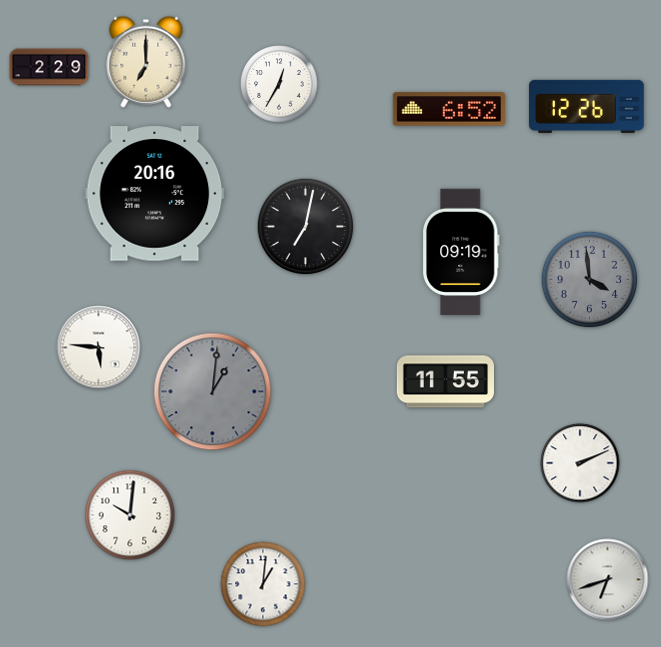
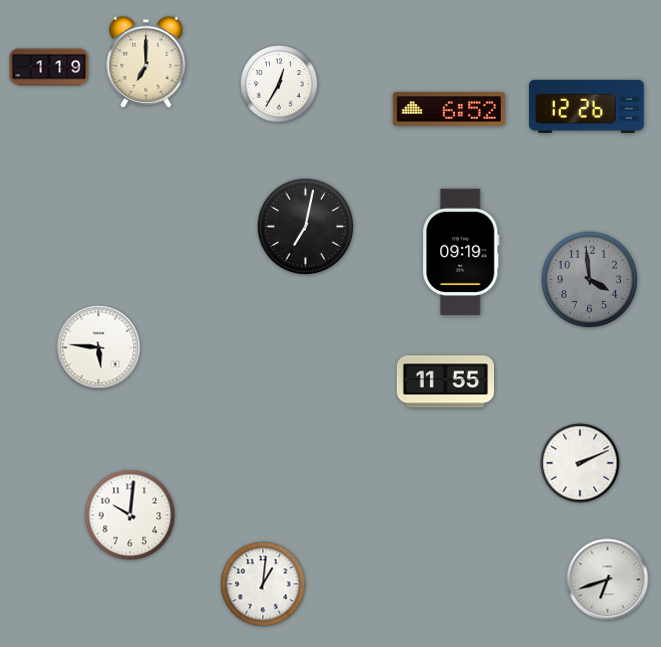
clock at (49, 67): 2:29 -> 1:19
clock at (155, 194): 20:16 -> none
clock at (213, 392): 1:01 -> none
